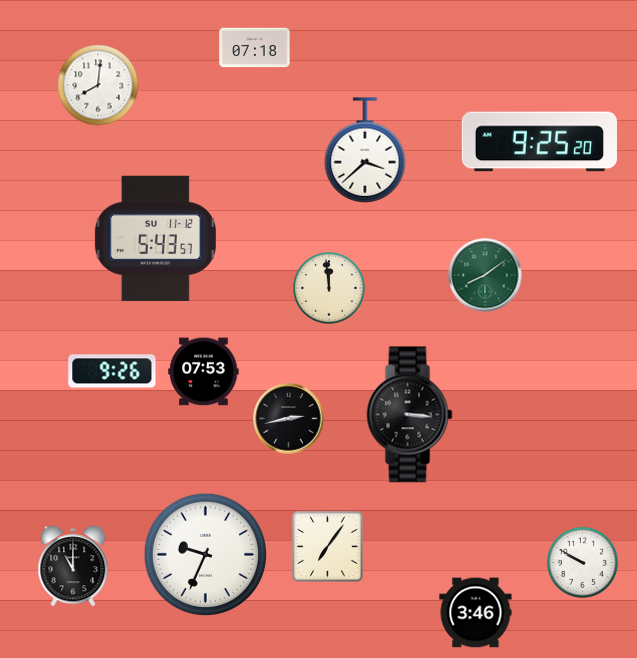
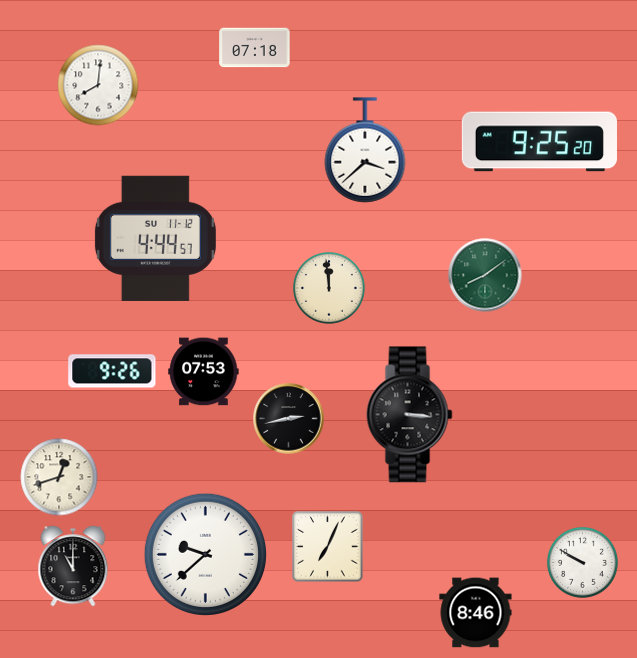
clock at (155, 238): 5:43 -> 4:44
clock at (59, 477): none -> 12:42
clock at (328, 547): 7:06 -> 7:04
clock at (205, 554): 9:34 -> 9:38
clock at (476, 613): 3:46 -> 8:46
